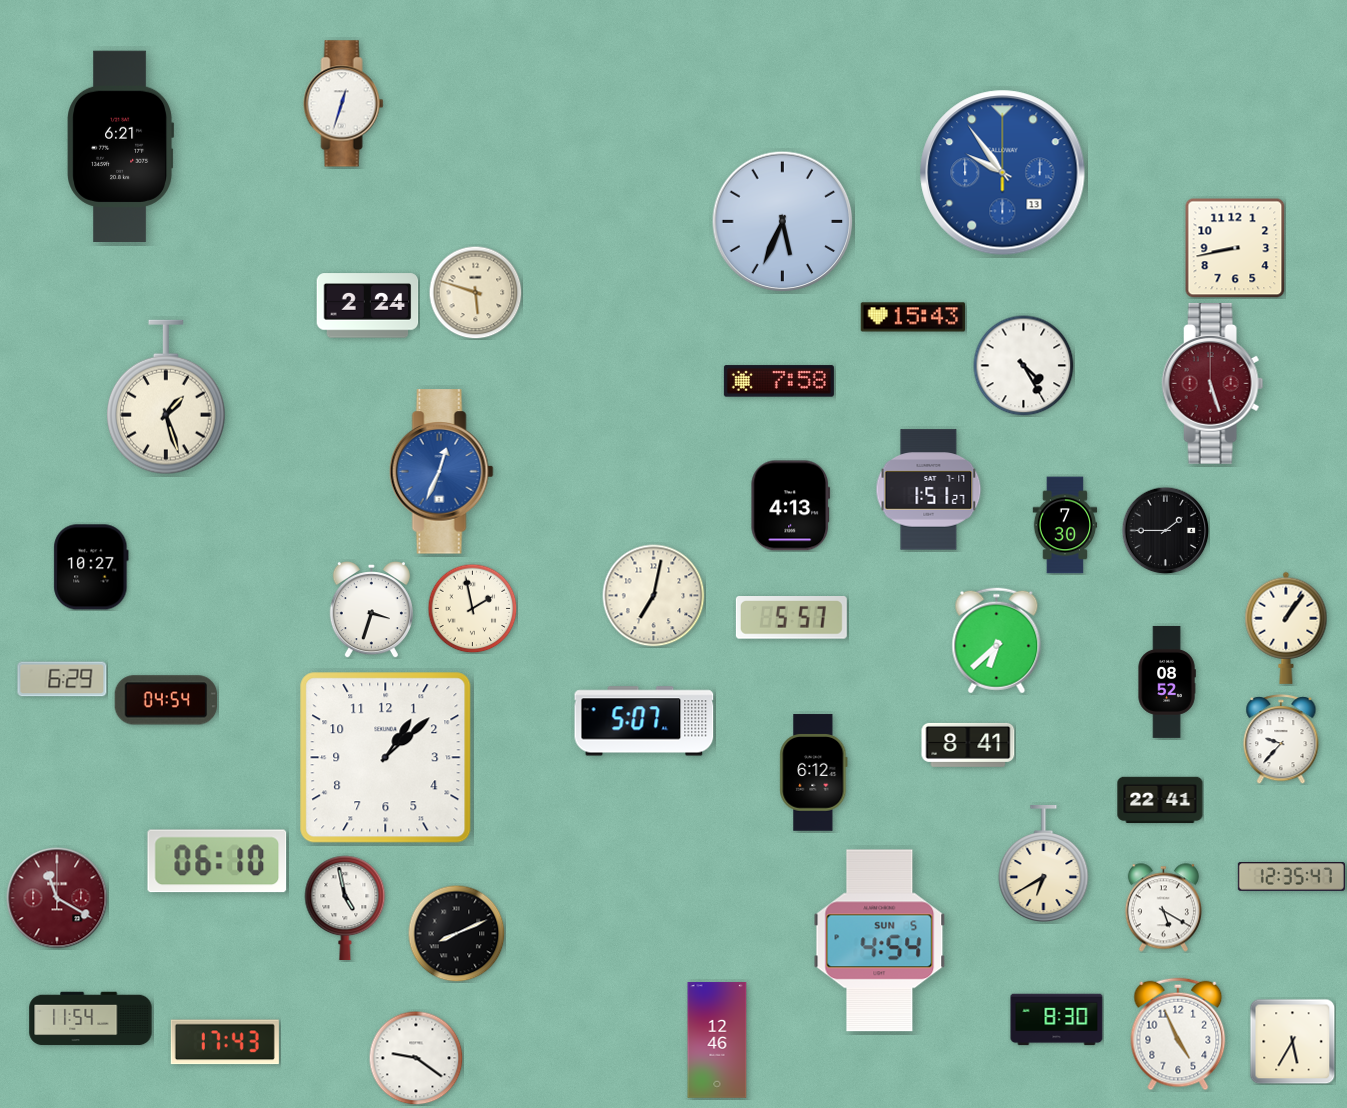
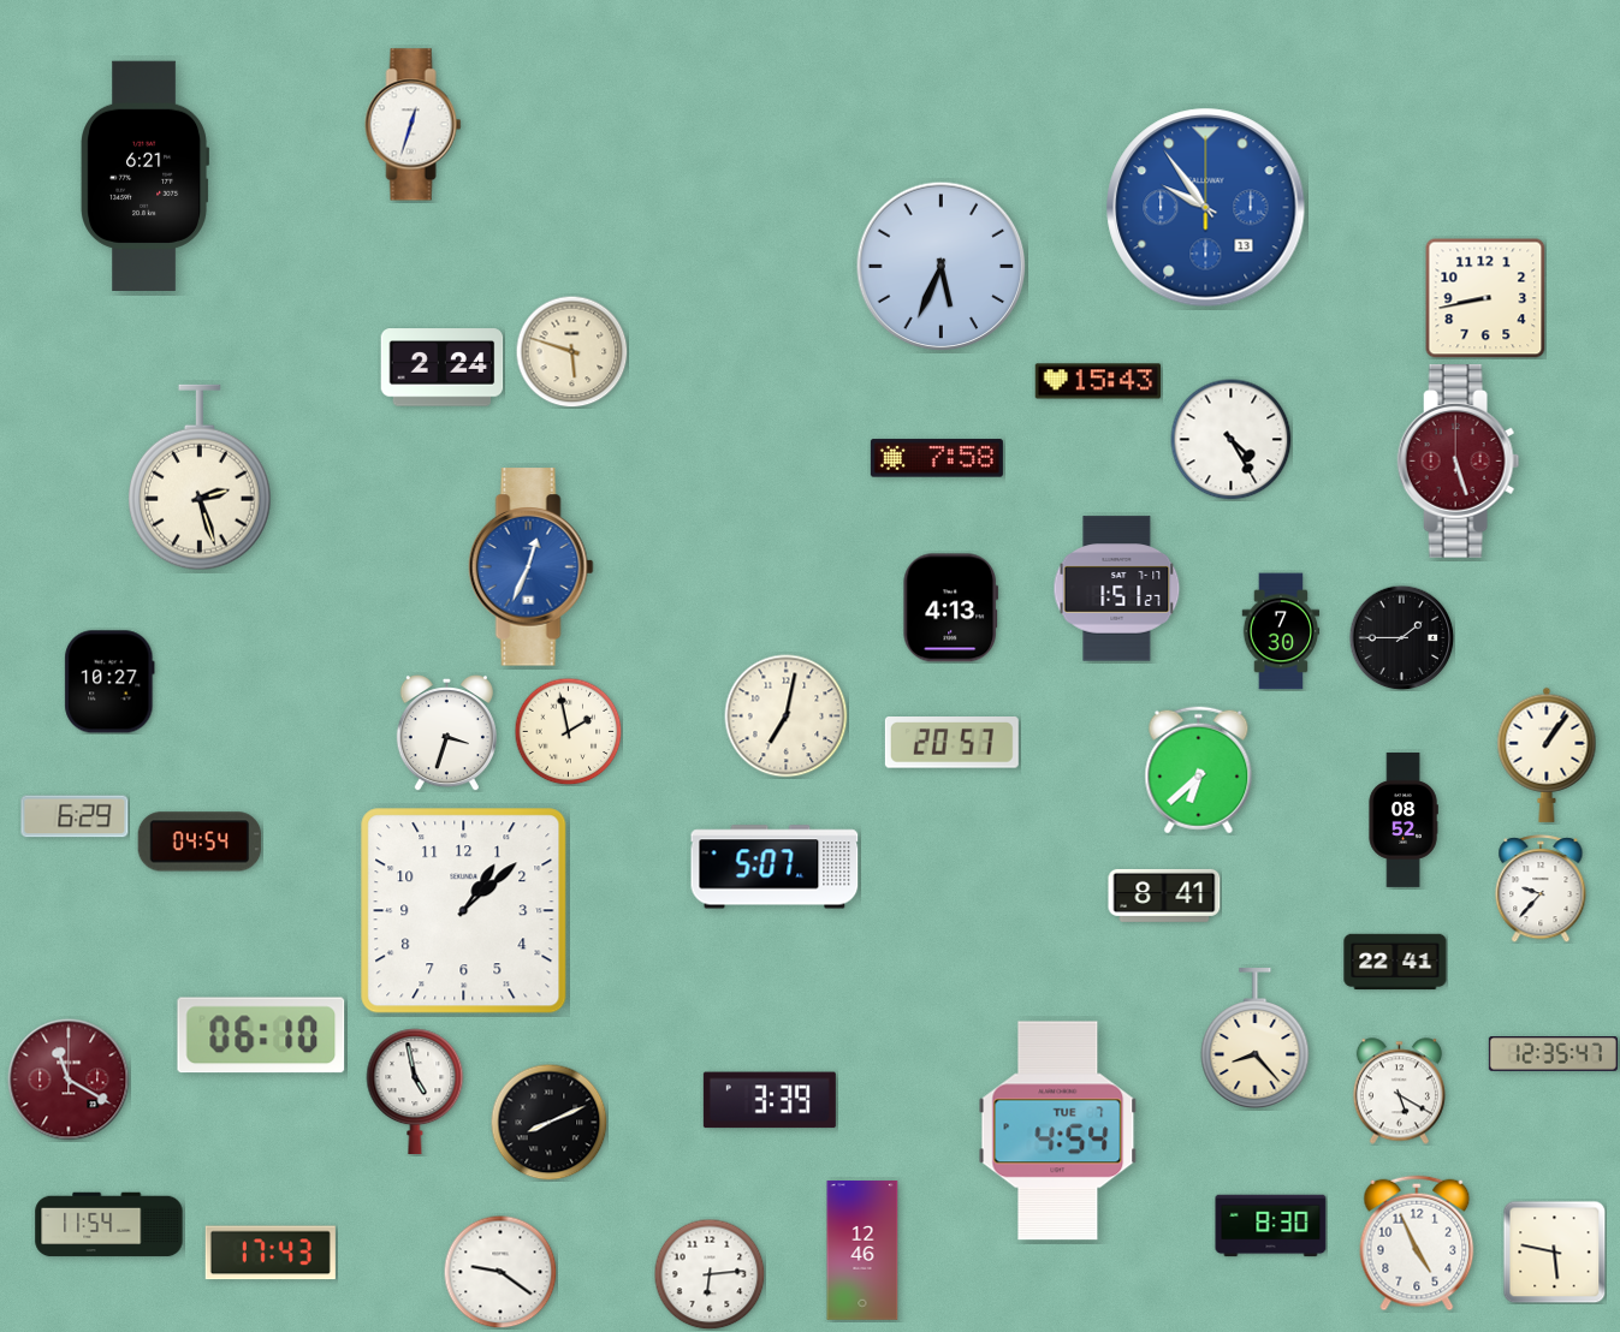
clock at (167, 397): 1:27 -> 2:27
clock at (791, 618): 5:57 -> 20:57
clock at (814, 773): 6:12 -> none
clock at (1044, 863): 6:40 -> 8:23
clock at (770, 1100): none -> 3:39
clock at (880, 941) date: SUN 5 -> TUE 7
clock at (1292, 1041): 5:35 -> 5:47
clock at (710, 1274): none -> 6:14
